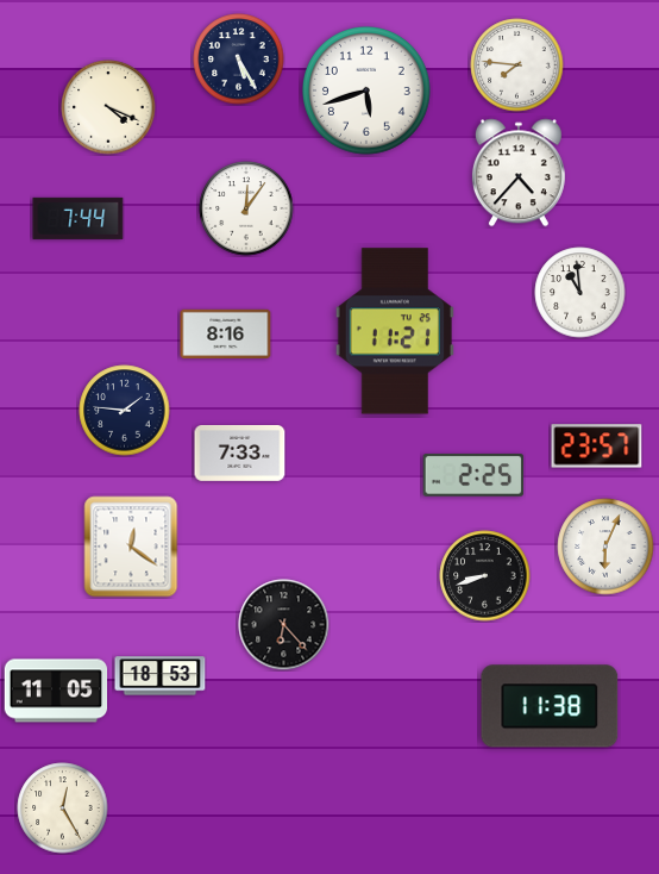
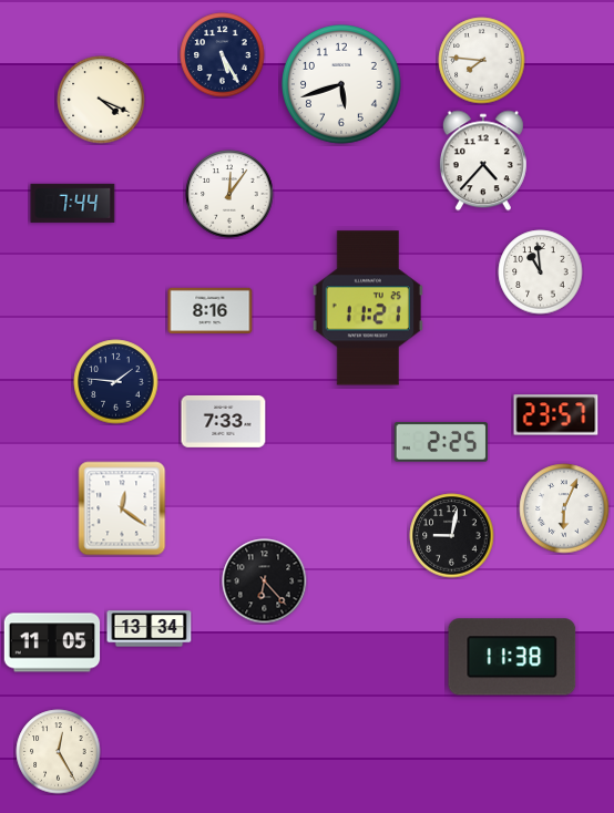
clock at (485, 576): 8:42 -> 9:02
clock at (161, 676): 18:53 -> 13:34
